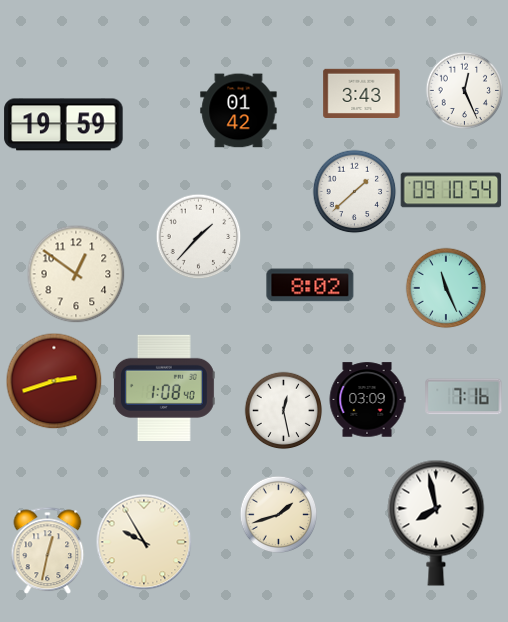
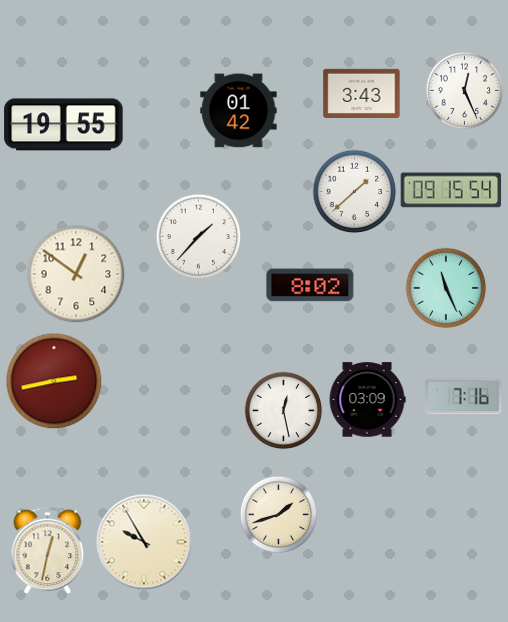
clock at (64, 125): 19:59 -> 19:55
clock at (451, 190): 09:10 -> 09:15
clock at (54, 381): 2:42 -> 2:43
clock at (164, 388): 1:08 -> none
clock at (436, 523): 7:58 -> none
